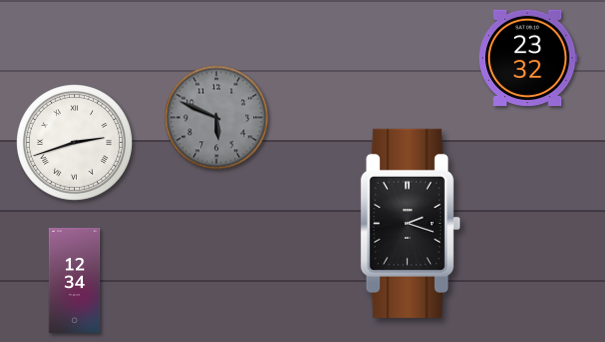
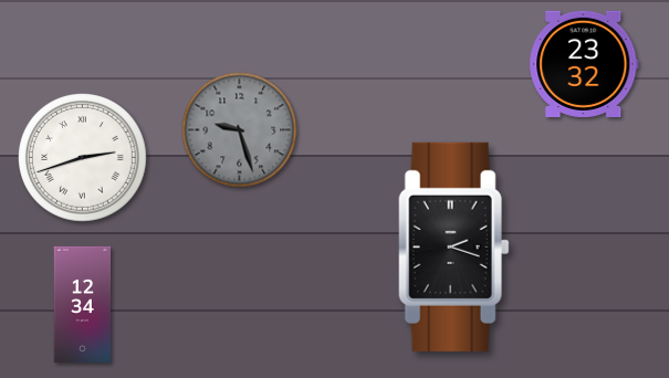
clock at (217, 118): 5:49 -> 9:27
clock at (75, 280) position: (75, 280) -> (83, 304)
